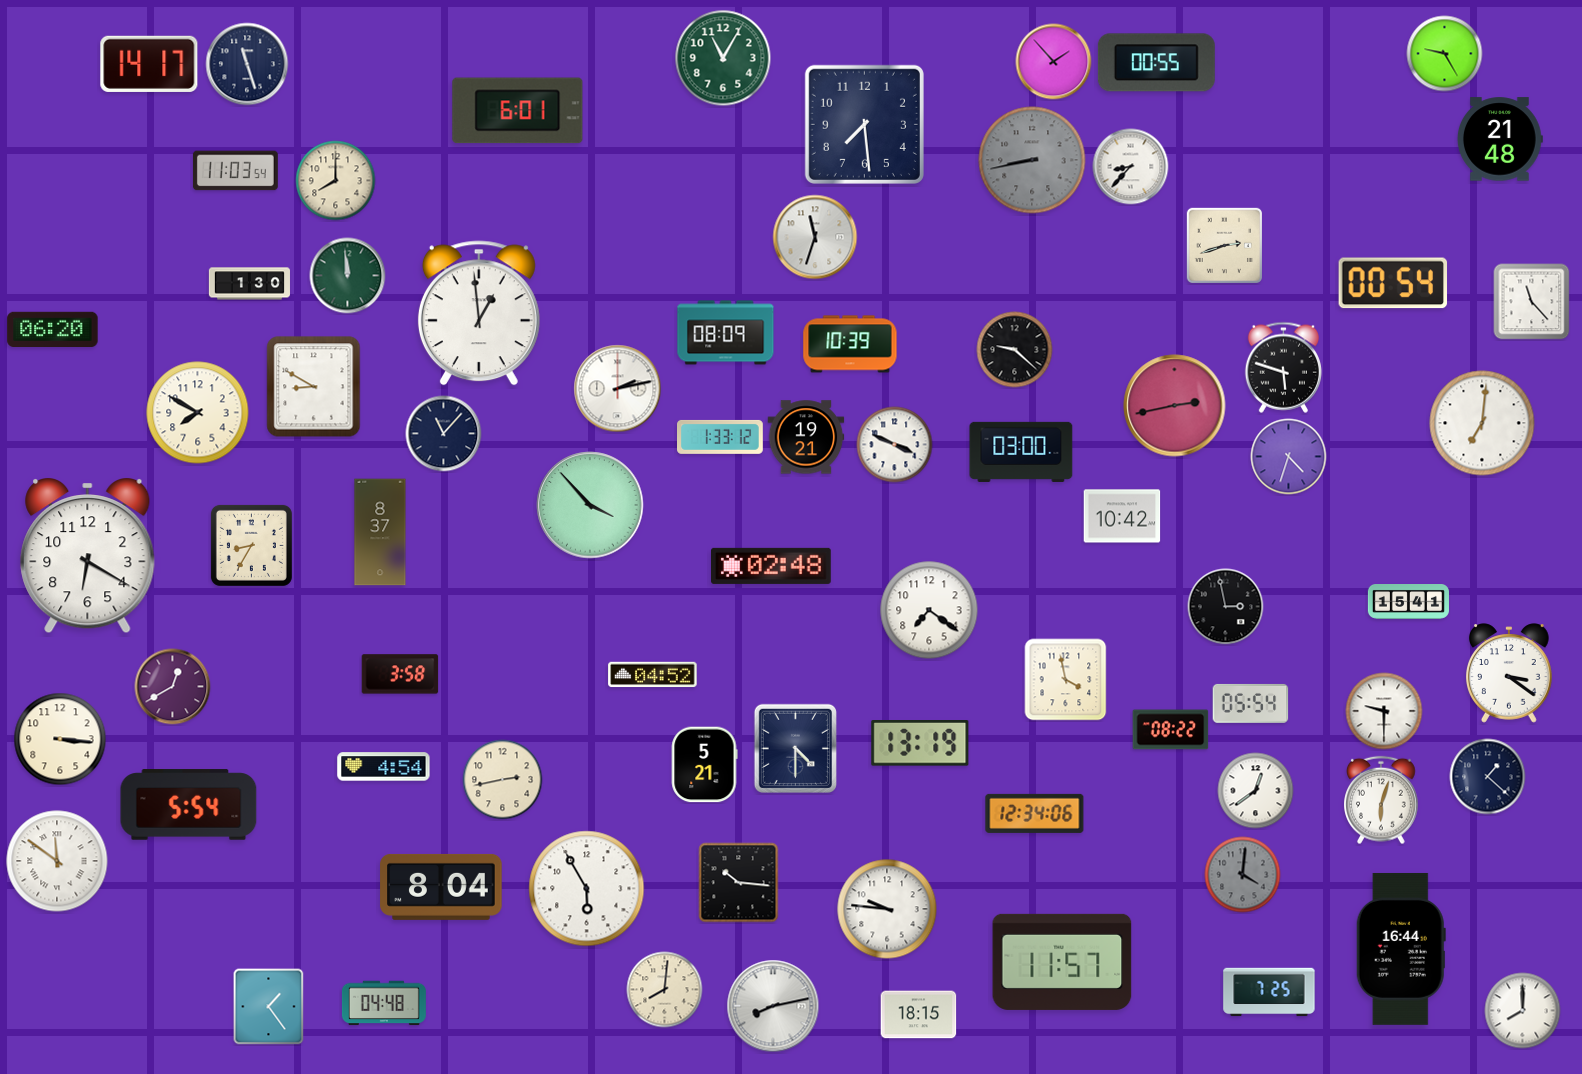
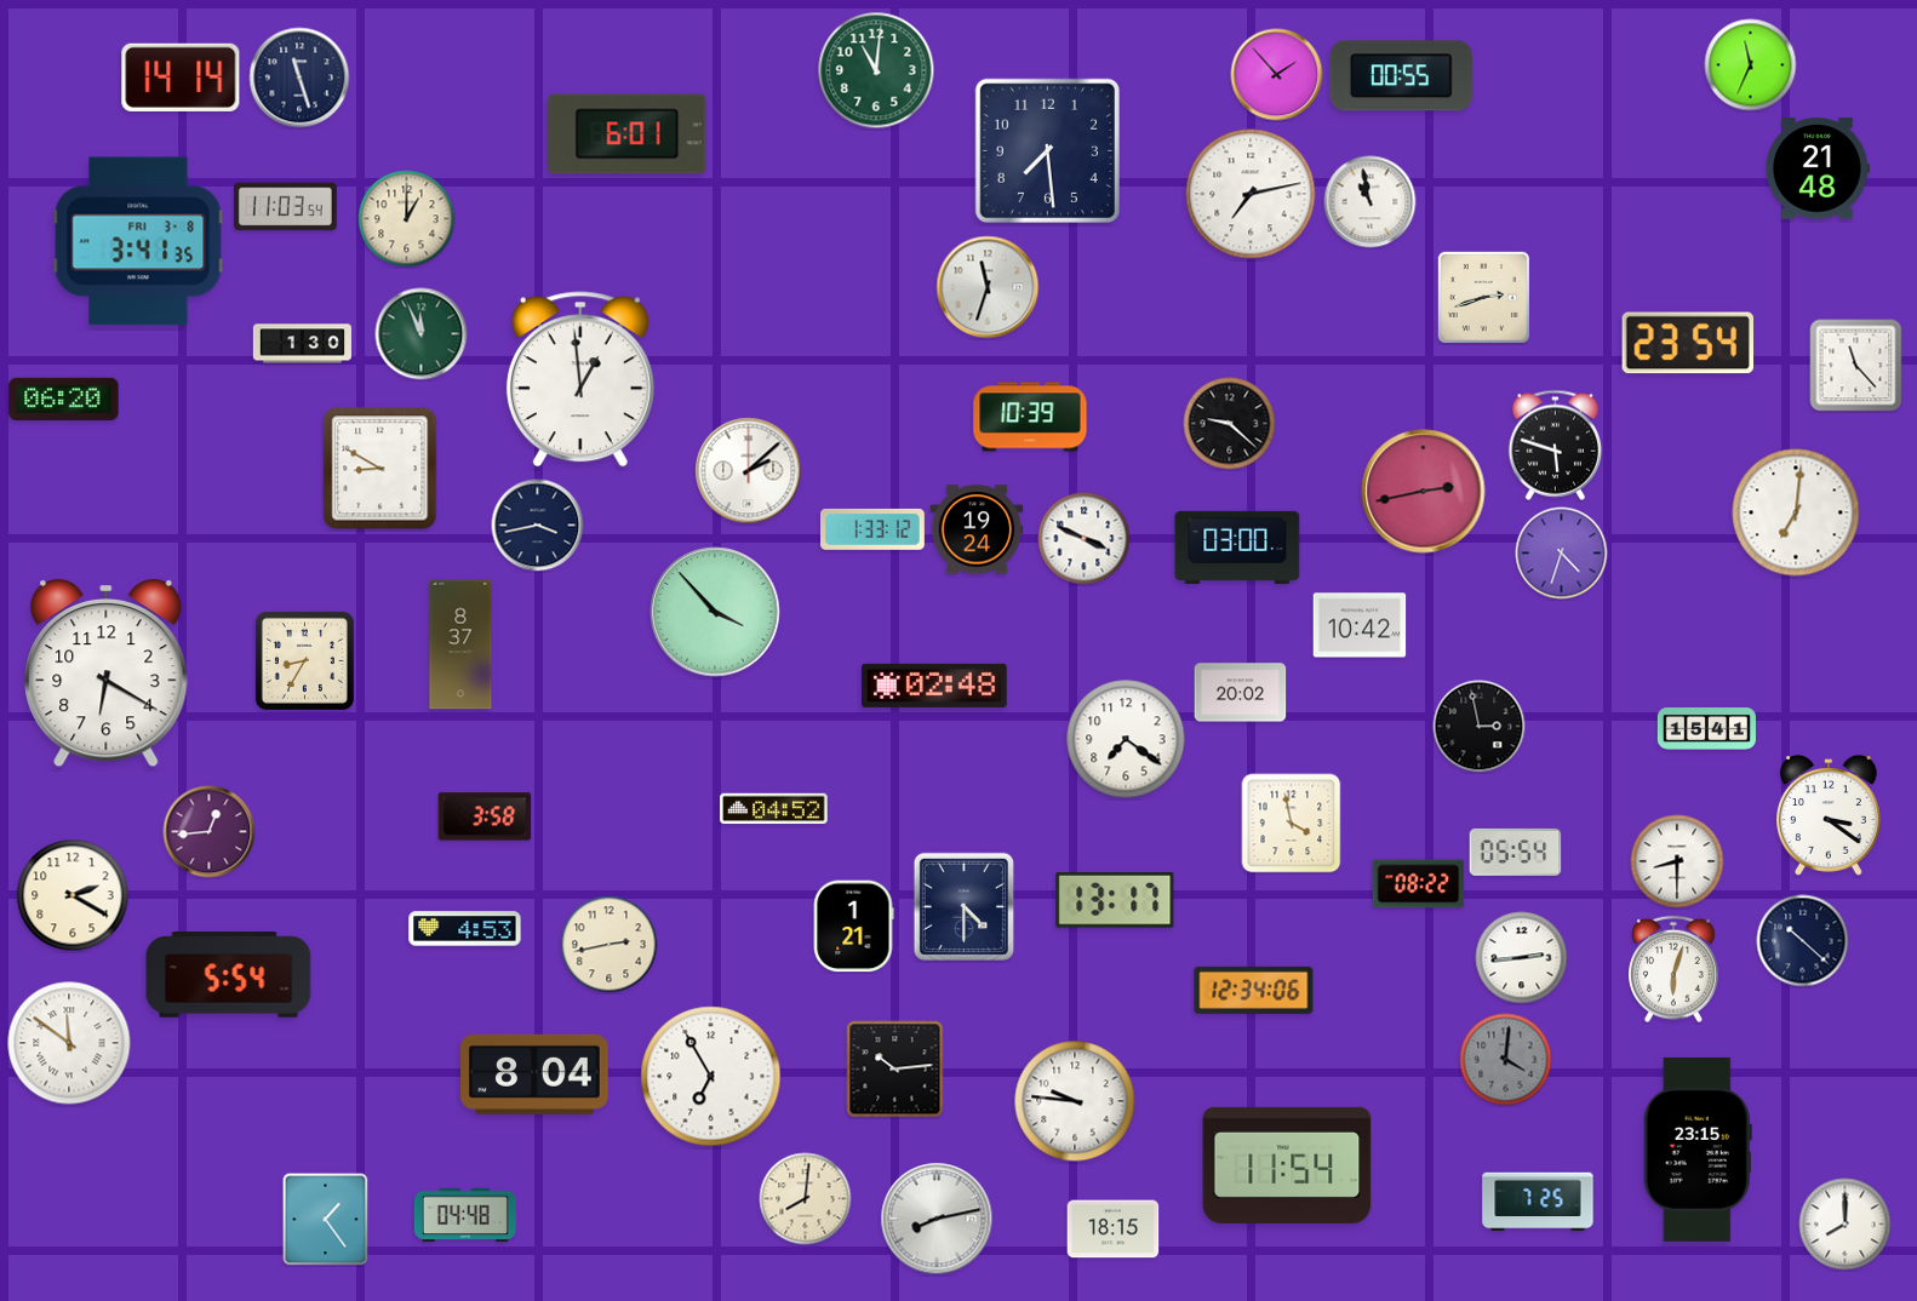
clock at (1445, 54): 9:25 -> 11:34
clock at (723, 58): 11:05 -> 11:01
clock at (149, 64): 14:17 -> 14:14
clock at (1032, 160): 8:43 -> 7:13
clock at (1032, 160) dial: grey -> white
clock at (1131, 167): 8:37 -> 10:58
clock at (336, 181): 8:00 -> 1:00
clock at (138, 241): none -> 3:41
clock at (348, 276): 11:59 -> 11:56
clock at (1393, 283): 00:54 -> 23:54
clock at (726, 333): 08:09 -> none
clock at (618, 389): 2:13 -> 2:08
clock at (198, 413): 7:50 -> none
clock at (444, 434): 11:07 -> 3:43
clock at (806, 437): 19:21 -> 19:24
clock at (1241, 693): none -> 20:02
clock at (1226, 607) position: (1226, 607) -> (1480, 727)
clock at (653, 675) position: (653, 675) -> (774, 809)
clock at (173, 687): 12:40 -> 12:44
clock at (1384, 711): 9:30 -> 8:30
clock at (60, 739): 3:16 -> 2:20
clock at (920, 744): 13:19 -> 13:17
clock at (704, 765): 5:21 -> 1:21
clock at (384, 767): 4:54 -> 4:53
clock at (1488, 777): 1:22 -> 10:22
clock at (1256, 791): 12:39 -> 2:44
clock at (1035, 813) position: (1035, 813) -> (1254, 990)
clock at (739, 883): 10:16 -> 10:14
clock at (587, 889): 5:55 -> 6:55
clock at (1401, 949): 16:44 -> 23:15
clock at (1062, 962): 11:57 -> 11:54
